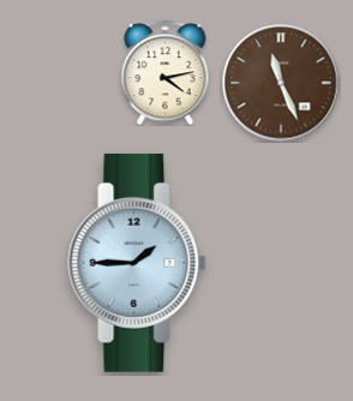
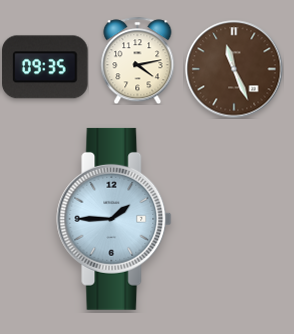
clock at (45, 67): none -> 09:35
